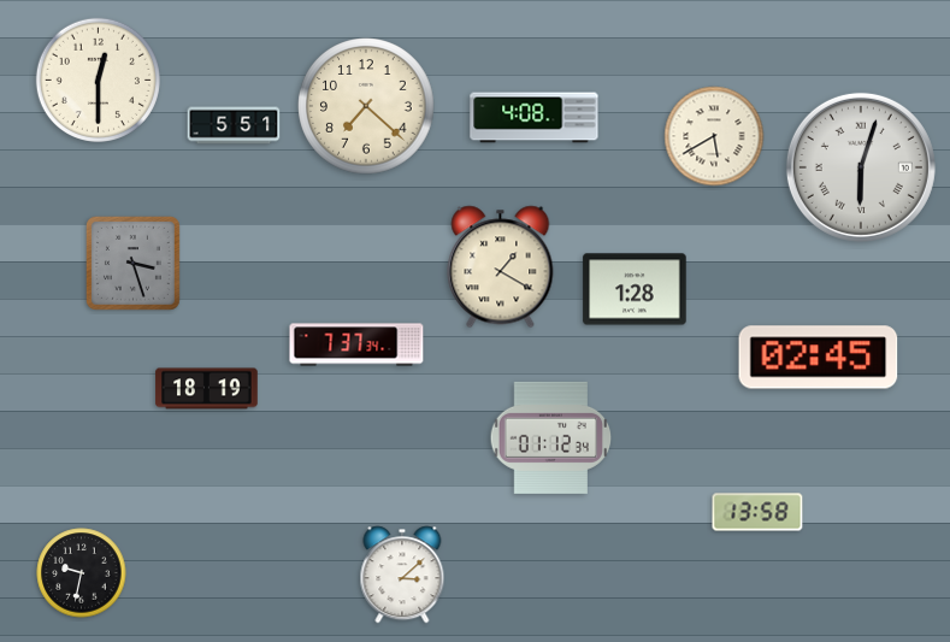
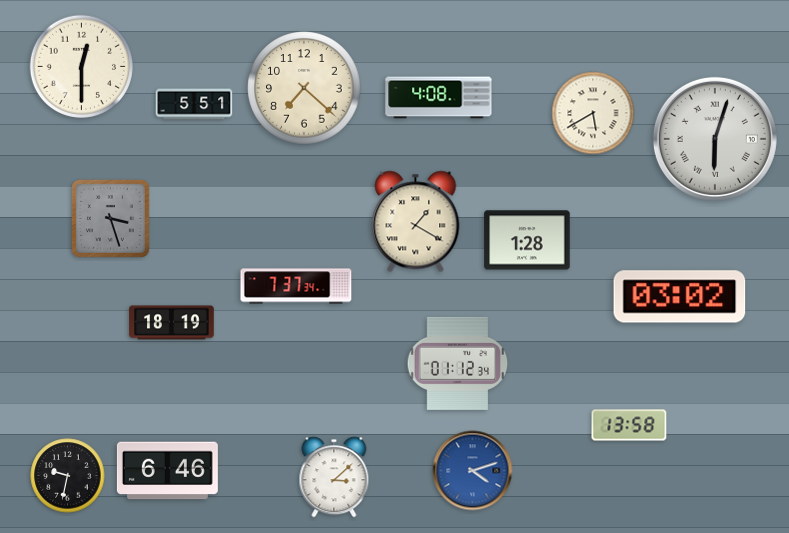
clock at (535, 118) position: (535, 118) -> (439, 98)
clock at (819, 358): 02:45 -> 03:02
clock at (167, 471): none -> 6:46
clock at (473, 471): none -> 4:12
